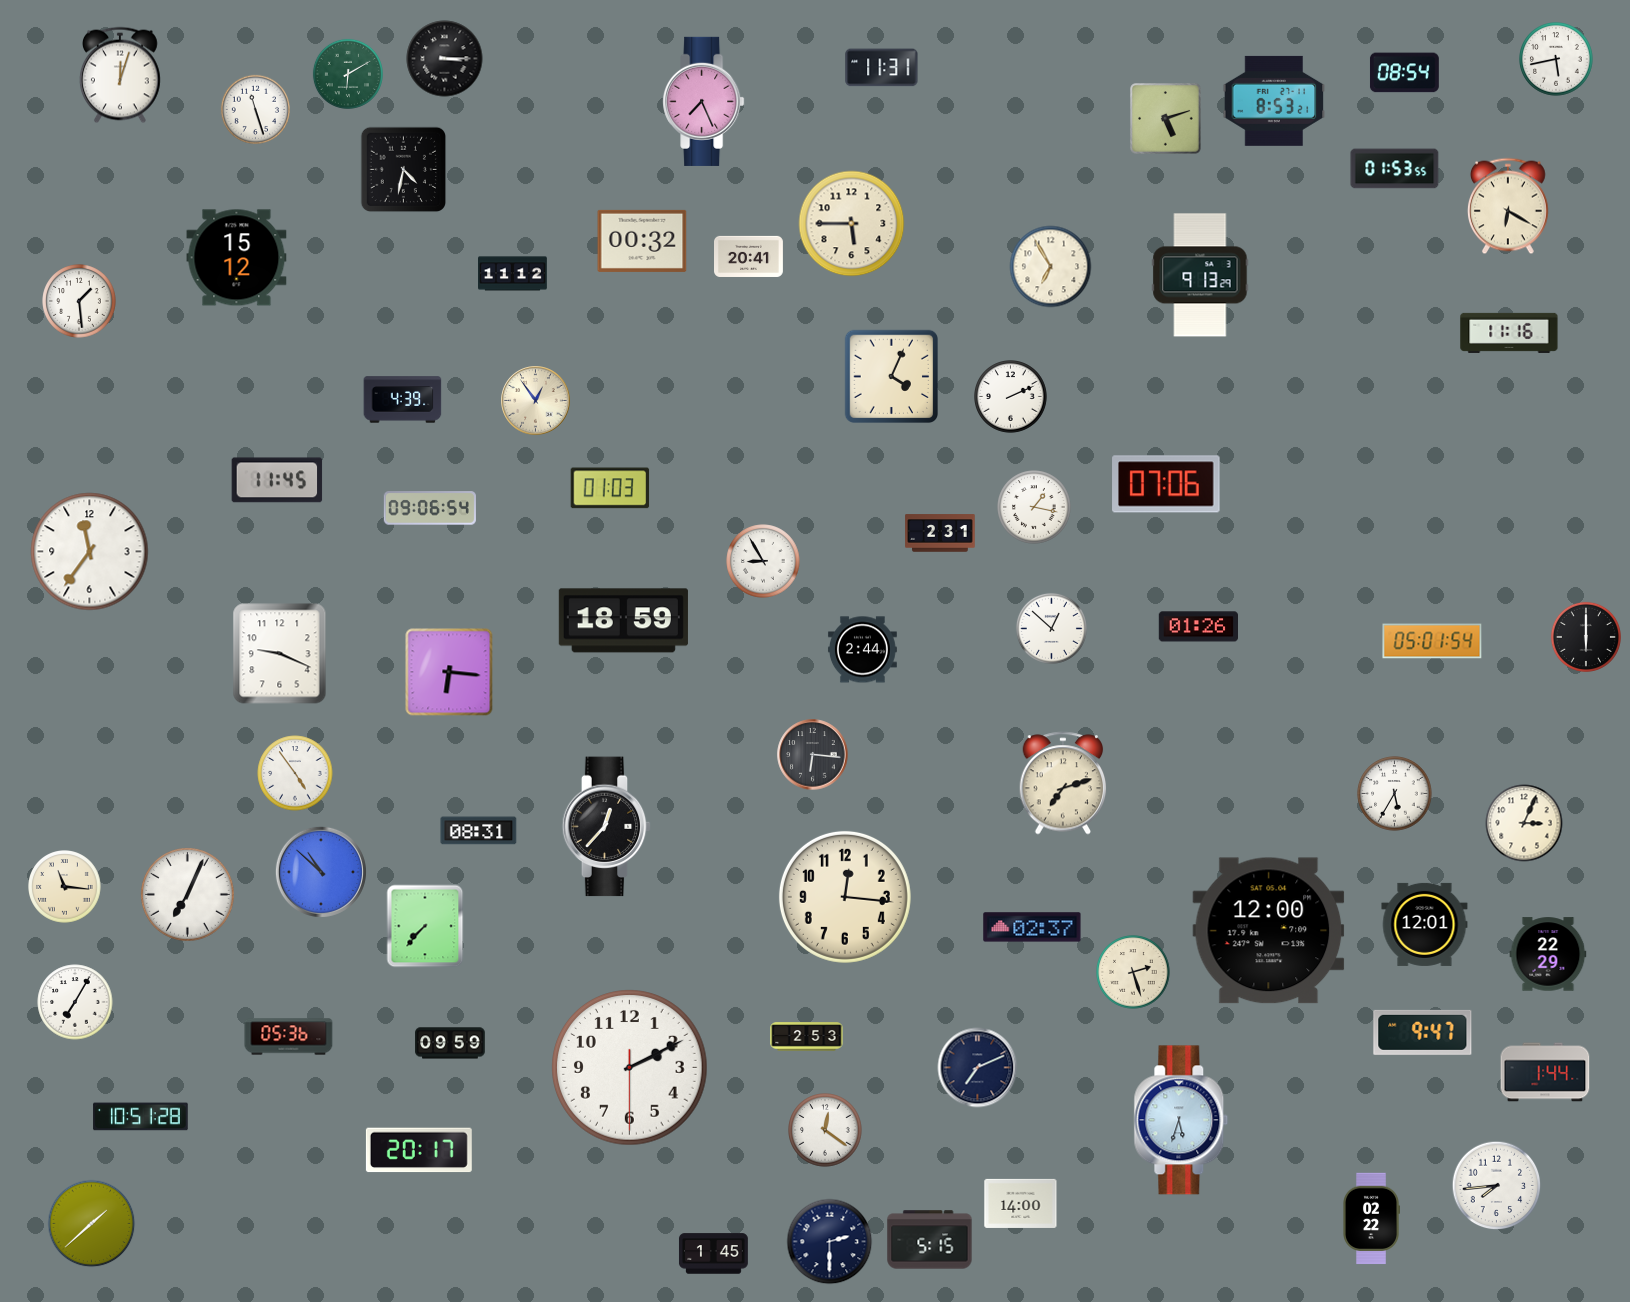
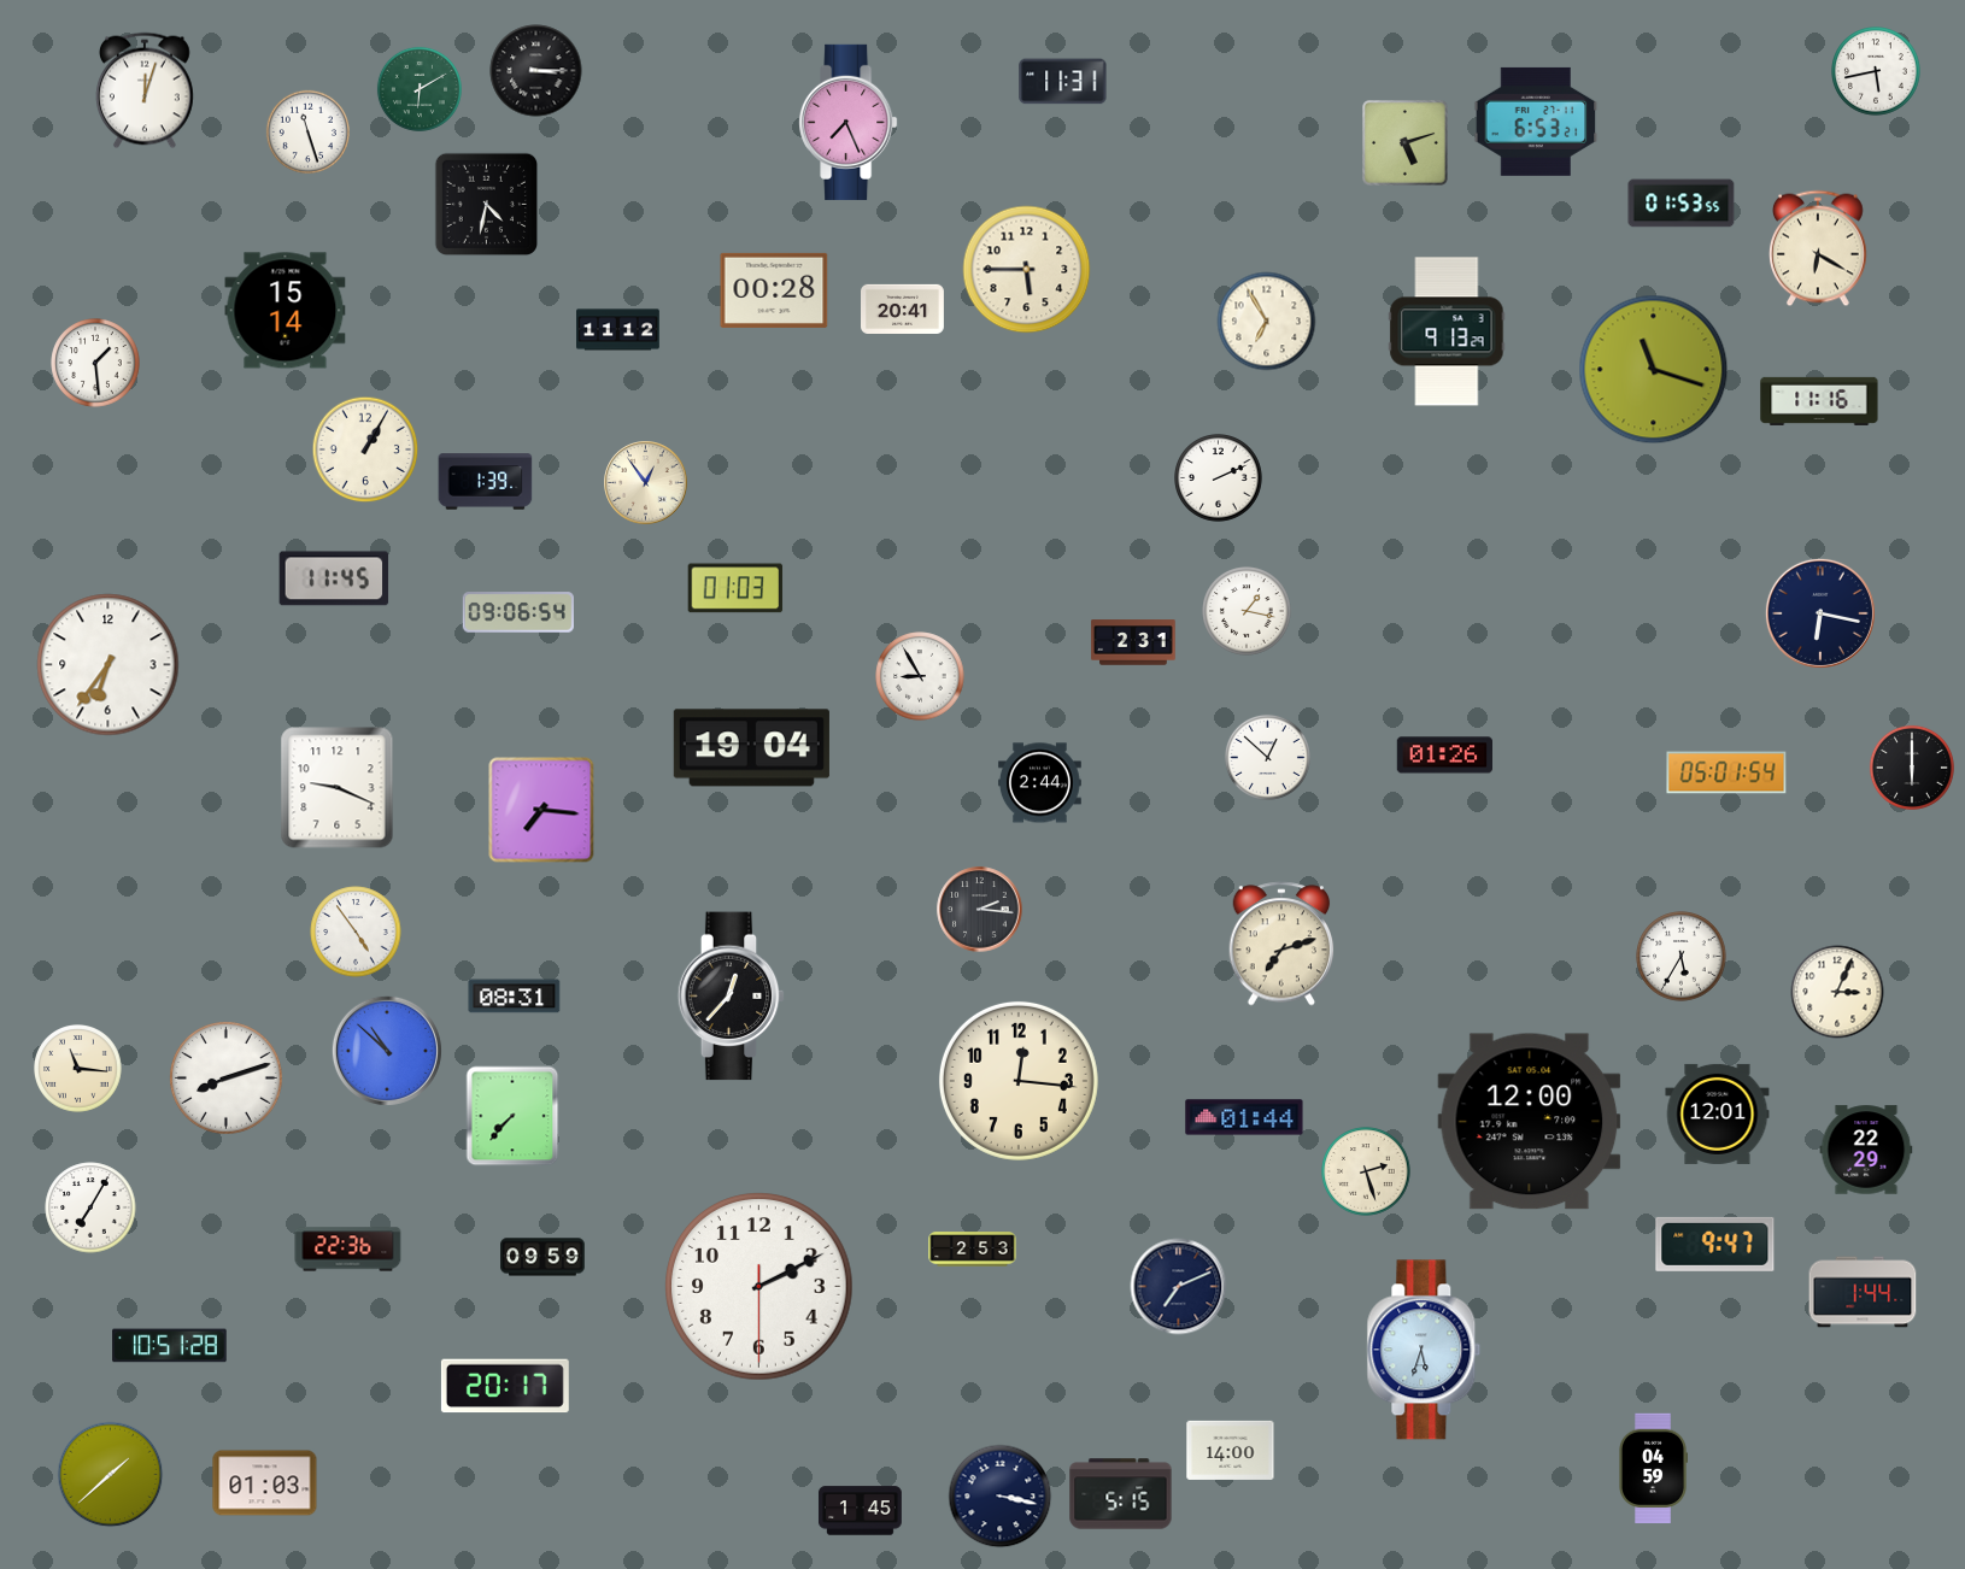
clock at (1404, 73): 08:54 -> none
clock at (1274, 101): 8:53 -> 6:53
clock at (642, 241): 00:32 -> 00:28
clock at (237, 258): 15:12 -> 15:14
clock at (1654, 370): none -> 11:18
clock at (365, 449): none -> 1:05
clock at (891, 376): 4:04 -> none
clock at (403, 400): 4:39 -> 1:39
clock at (1166, 484): 07:06 -> none
clock at (1820, 613): none -> 6:17
clock at (90, 552): 11:36 -> 6:36
clock at (623, 621): 18:59 -> 19:04
clock at (449, 672): 6:16 -> 7:16
clock at (813, 755): 6:16 -> 2:16
clock at (479, 831) position: (479, 831) -> (515, 997)
clock at (188, 895): 7:04 -> 8:12
clock at (1032, 927): 02:37 -> 01:44
clock at (289, 1037): 05:36 -> 22:36
clock at (825, 1130): 12:21 -> none
clock at (1497, 1186): 7:44 -> none
clock at (1371, 1219): 02:22 -> 04:59
clock at (265, 1483): none -> 01:03
clock at (830, 1242): 2:30 -> 3:17
